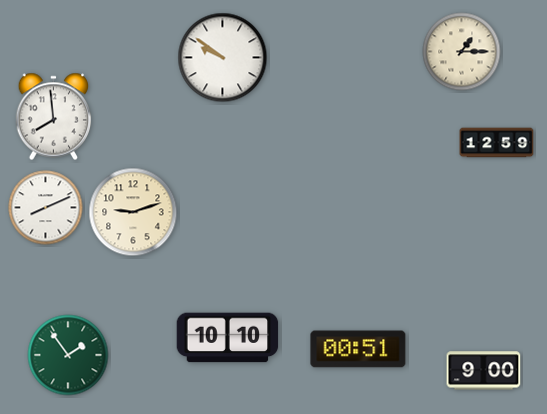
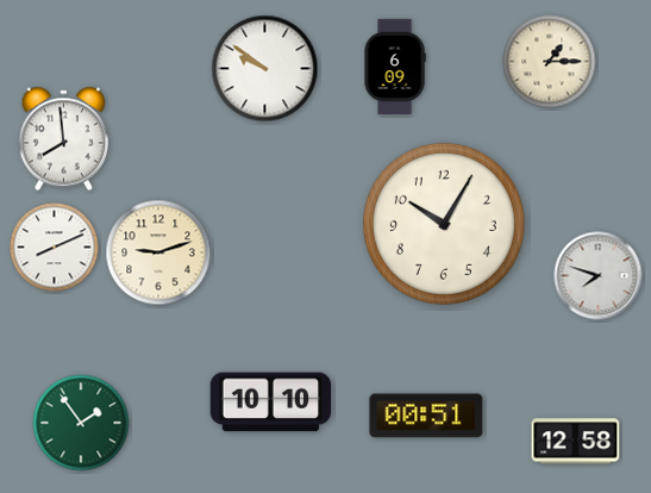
clock at (395, 65): none -> 6:09
clock at (497, 143): 12:59 -> none
clock at (444, 224): none -> 10:05
clock at (599, 276): none -> 7:48
clock at (484, 371): 9:00 -> 12:58
